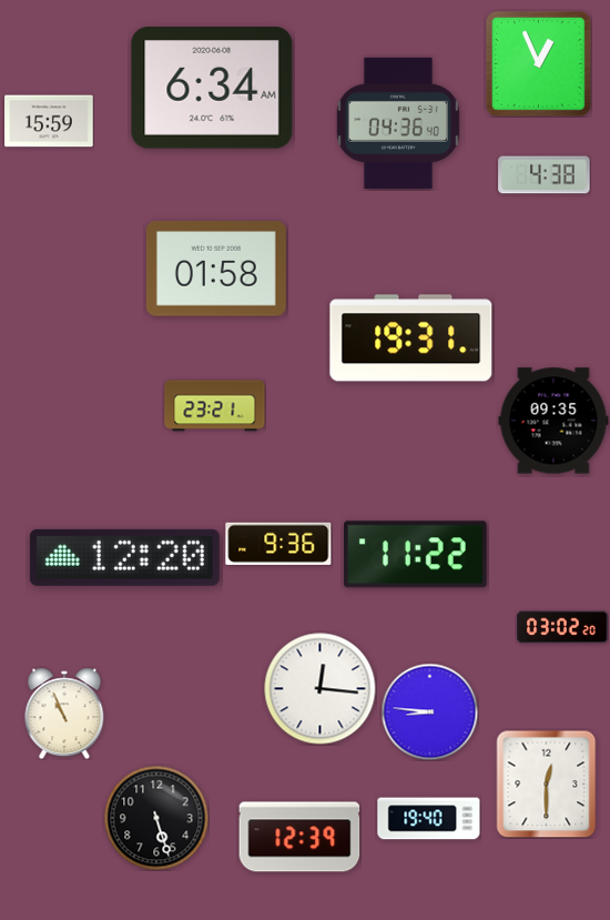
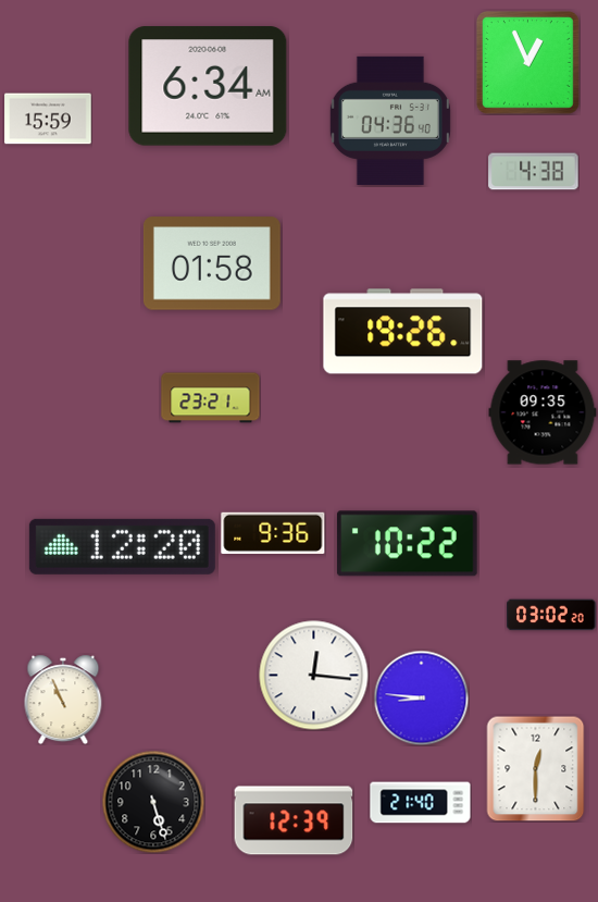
clock at (411, 338): 19:31 -> 19:26
clock at (415, 555): 11:22 -> 10:22
clock at (429, 819): 19:40 -> 21:40
